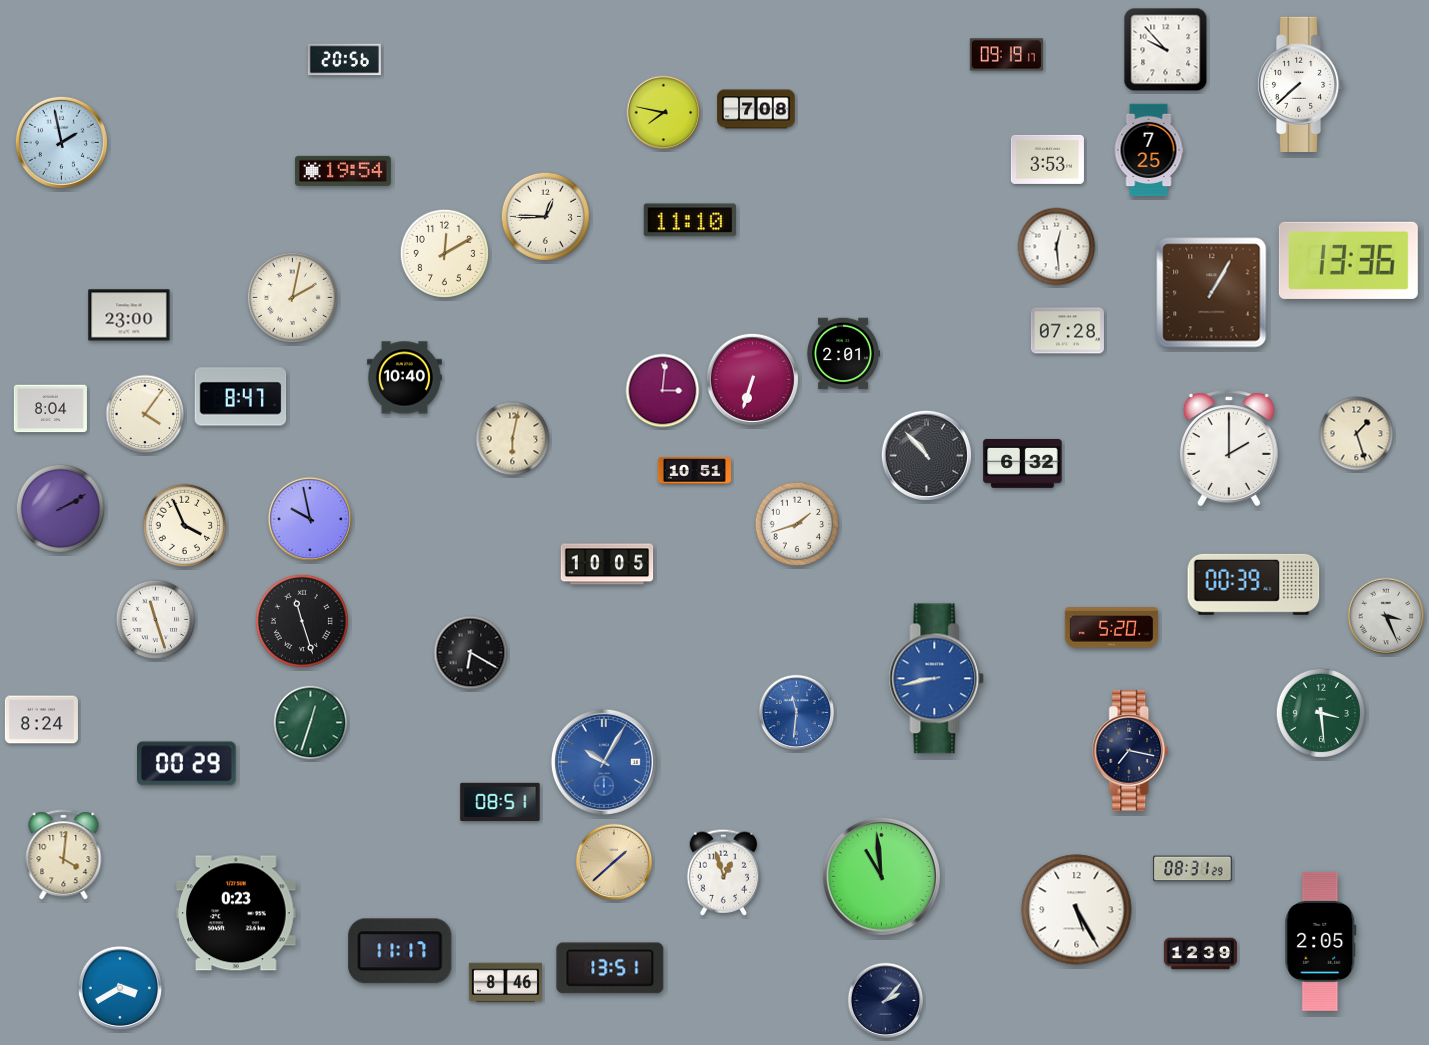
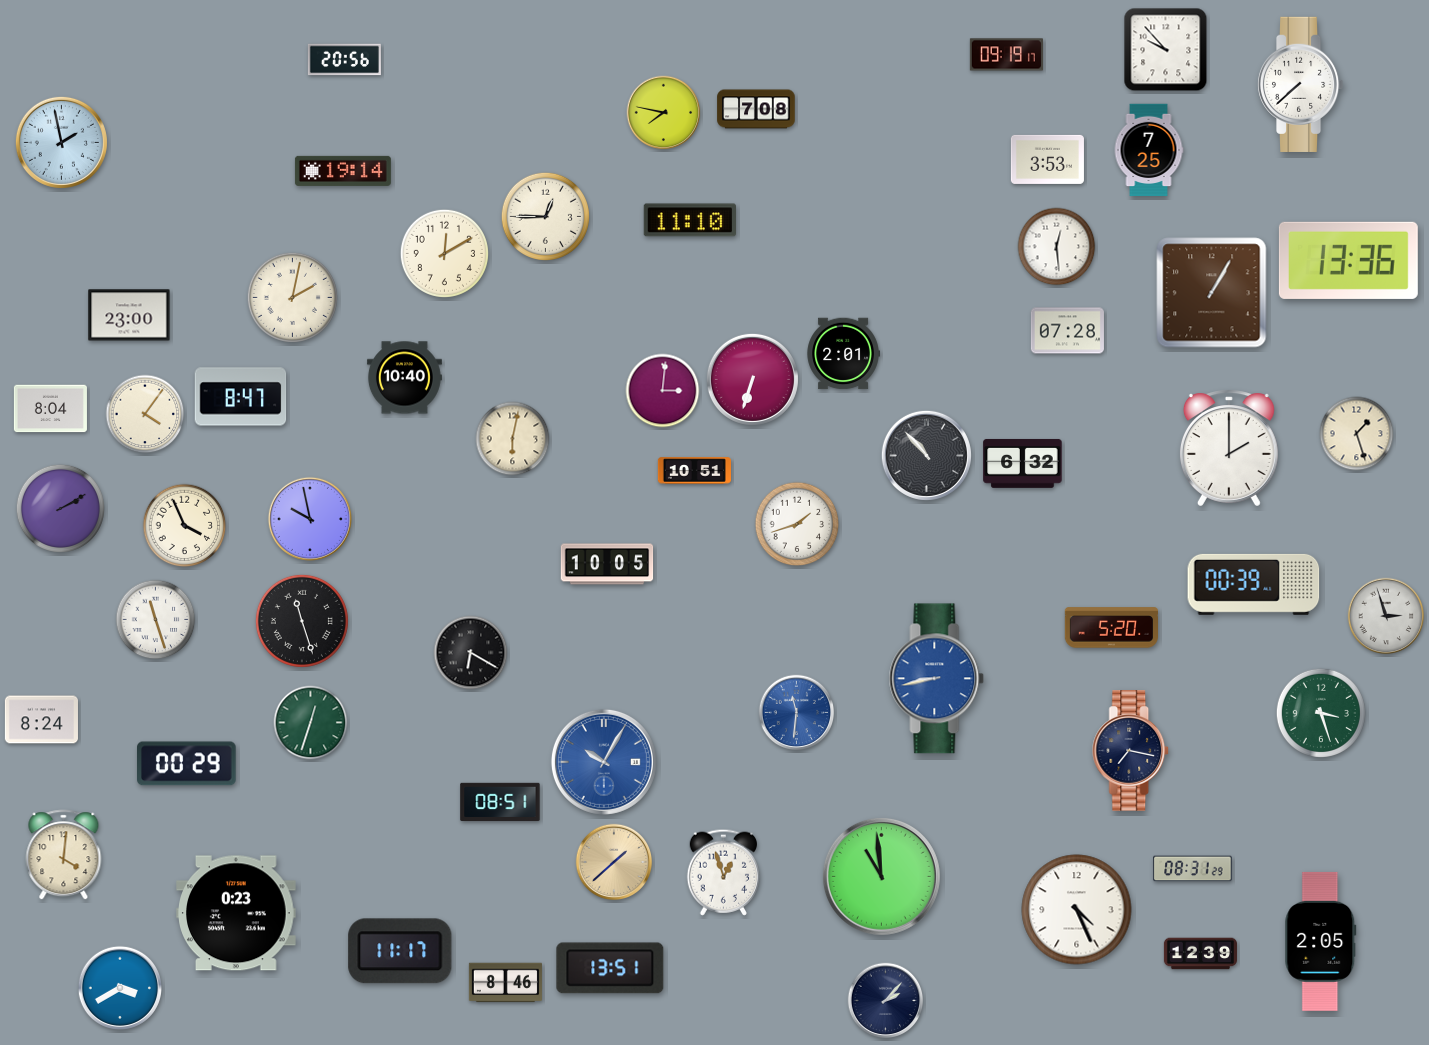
clock at (343, 171): 19:54 -> 19:14
clock at (1386, 616): 3:26 -> 2:57
clock at (1321, 713): 3:29 -> 3:27
clock at (1077, 910): 5:25 -> 4:26
